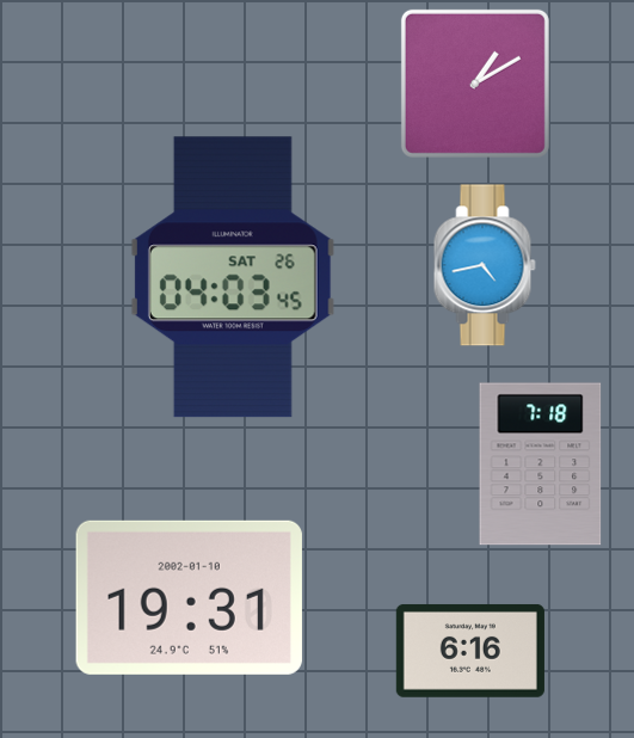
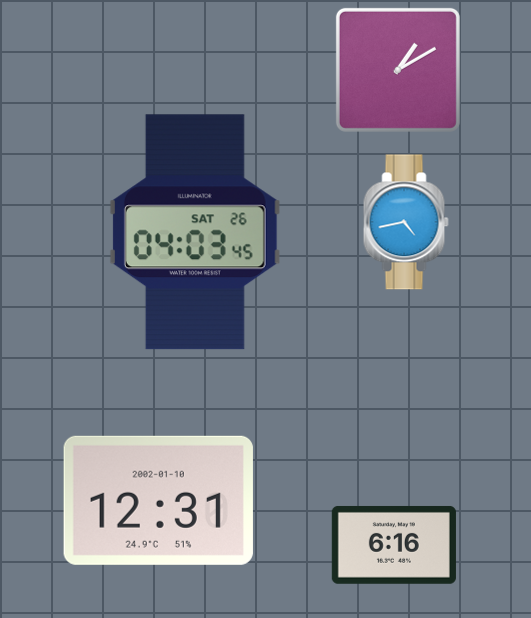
clock at (541, 465): 7:18 -> none
clock at (189, 597): 19:31 -> 12:31
